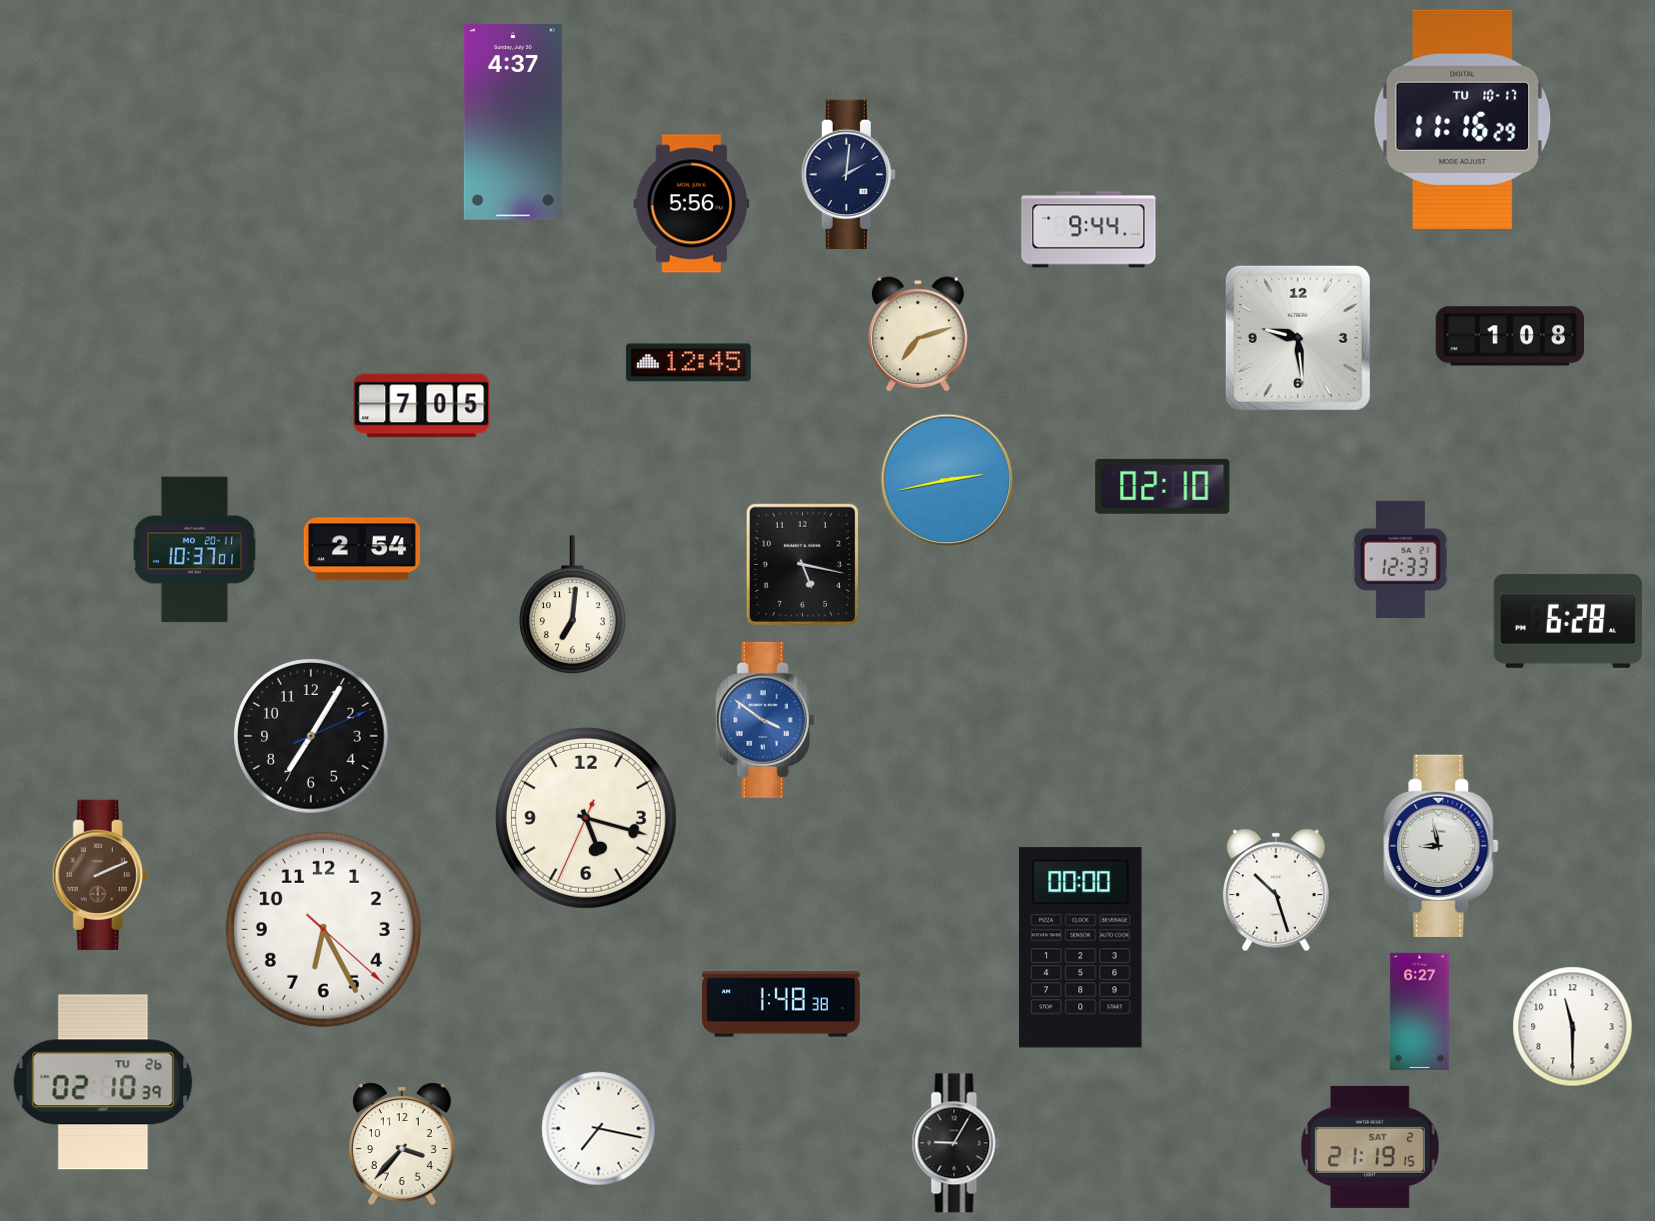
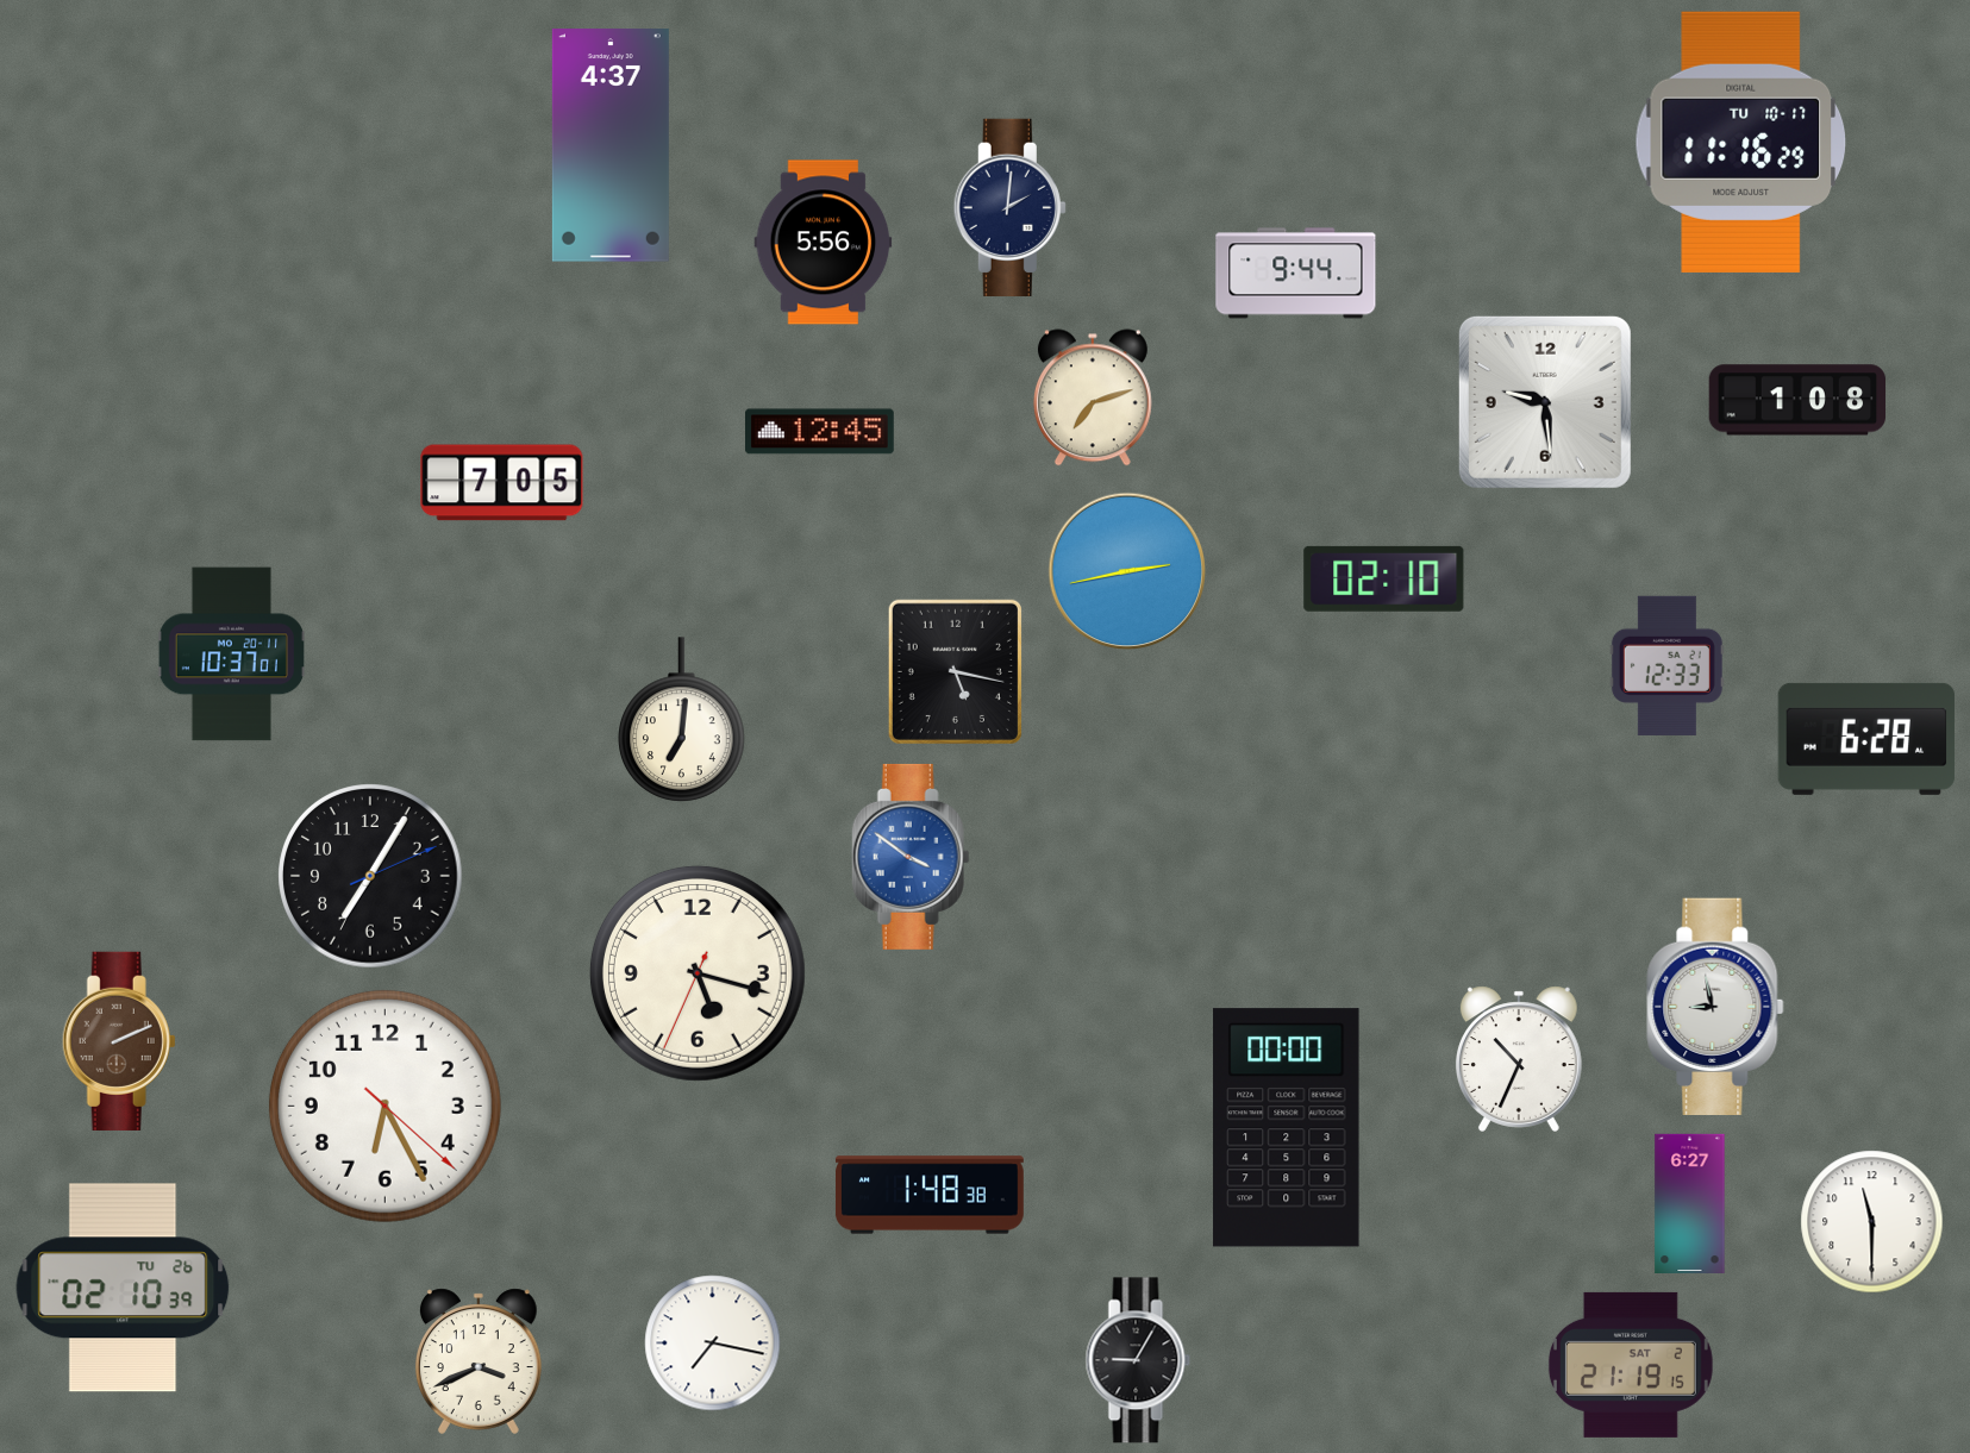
clock at (361, 549): 2:54 -> none
clock at (1276, 890): 10:27 -> 10:34
clock at (402, 1144): 3:37 -> 3:41
